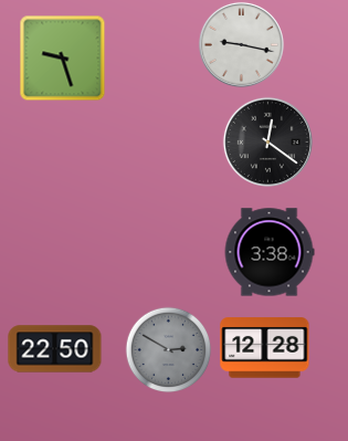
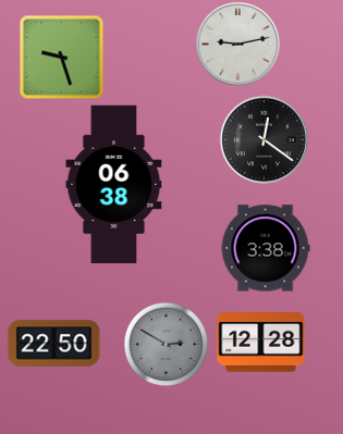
clock at (241, 44): 9:17 -> 9:13
clock at (114, 185): none -> 06:38
